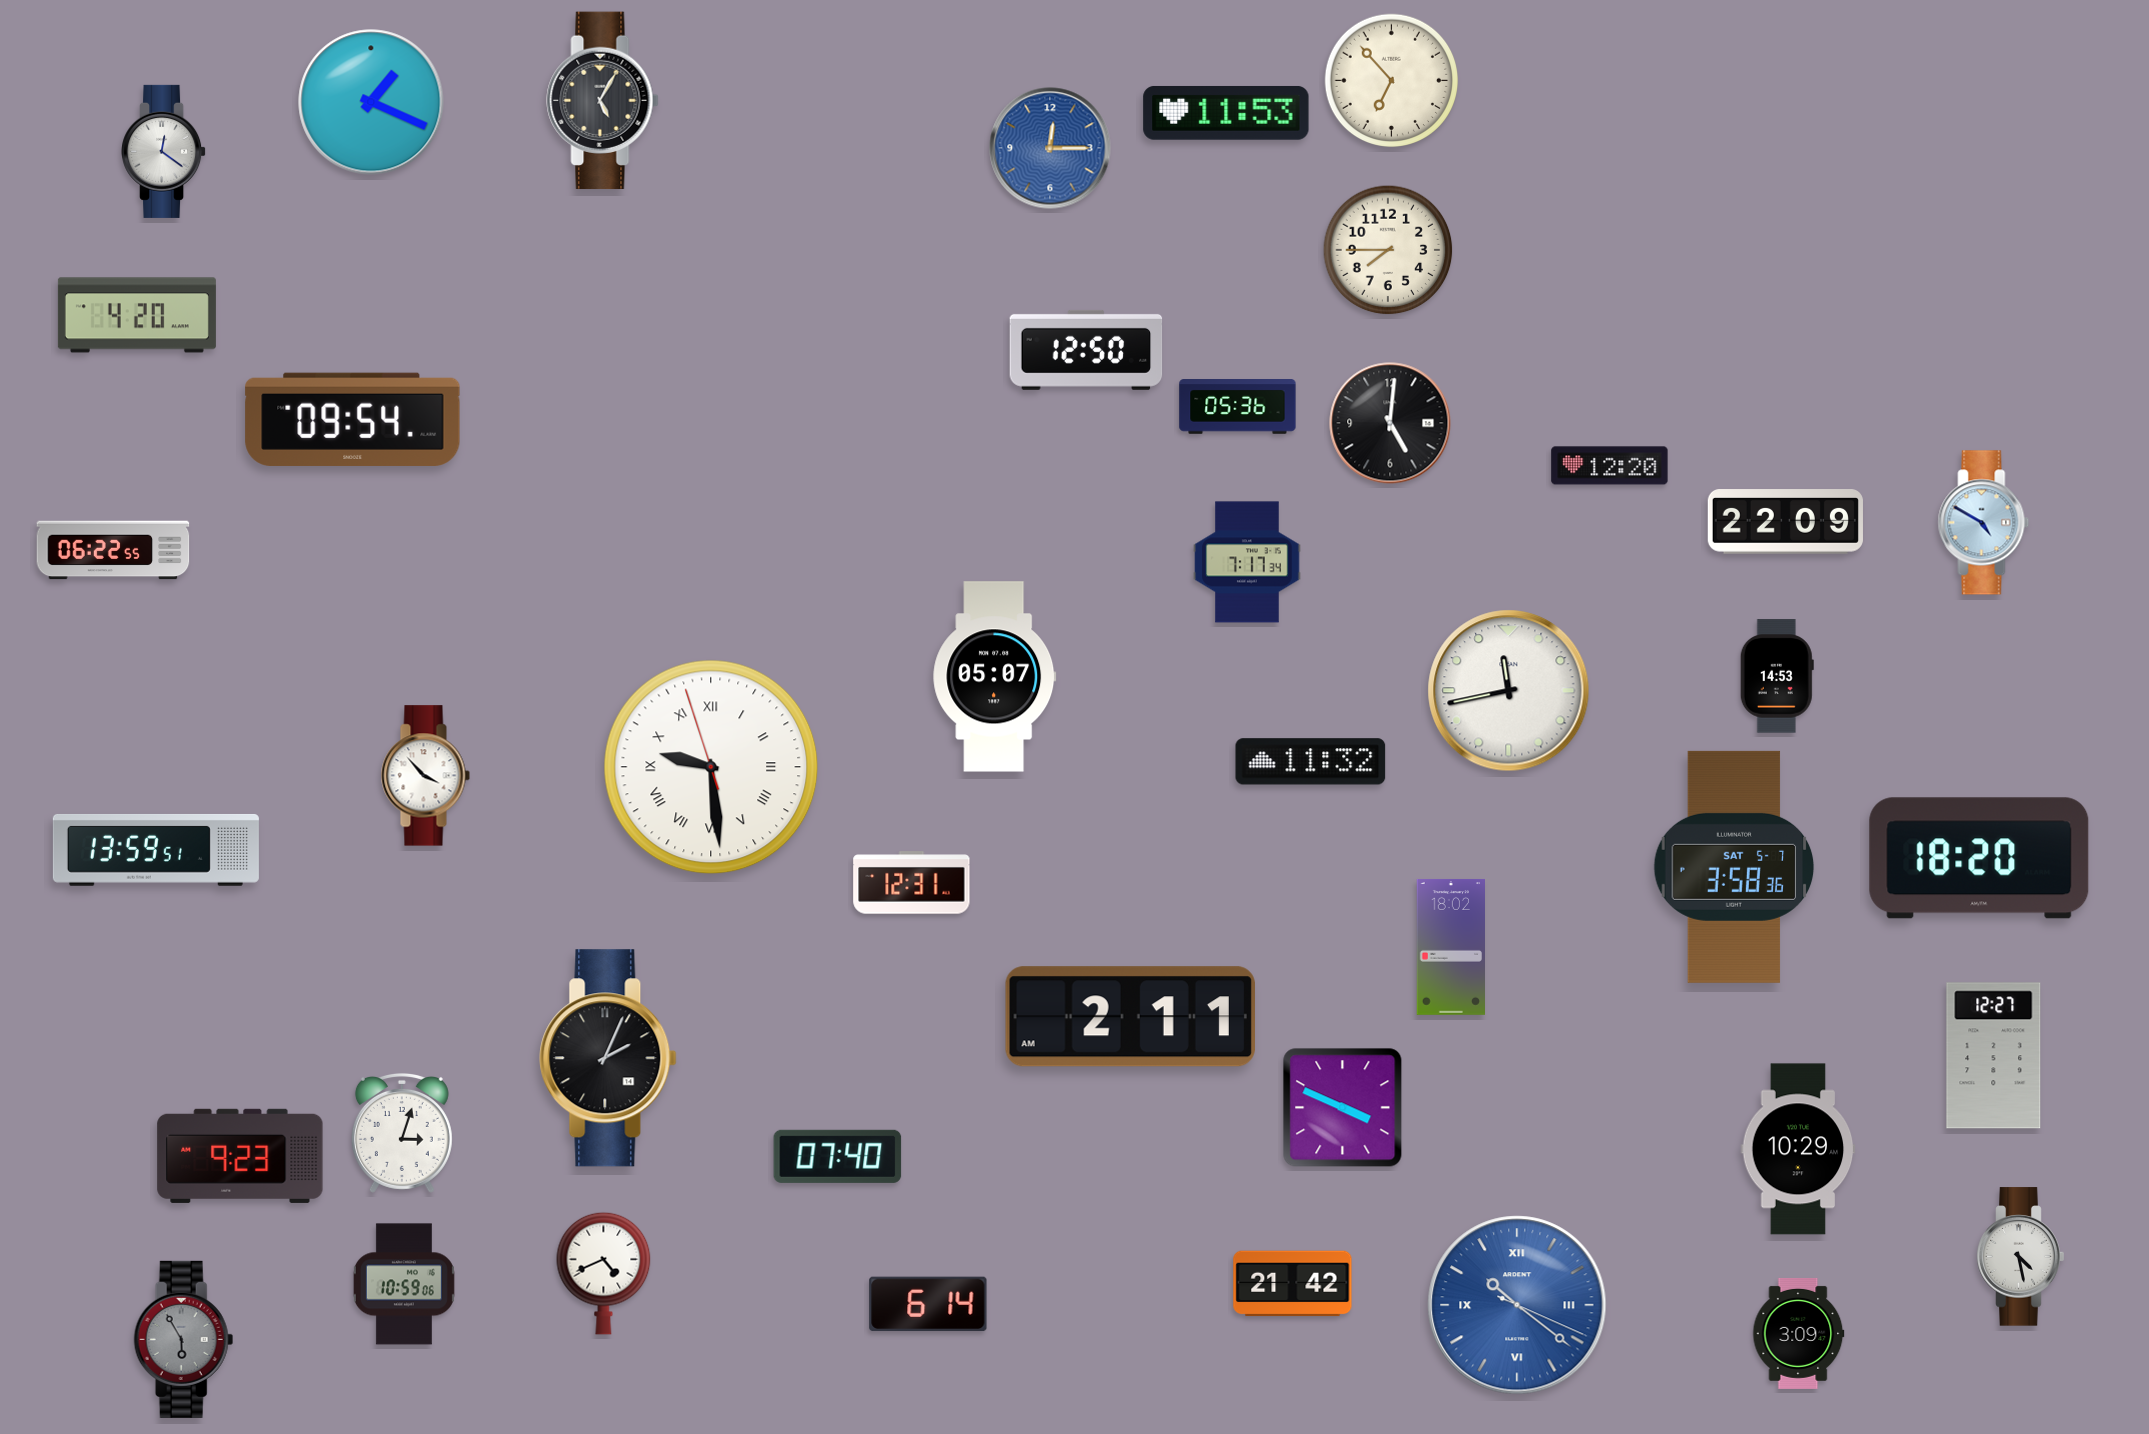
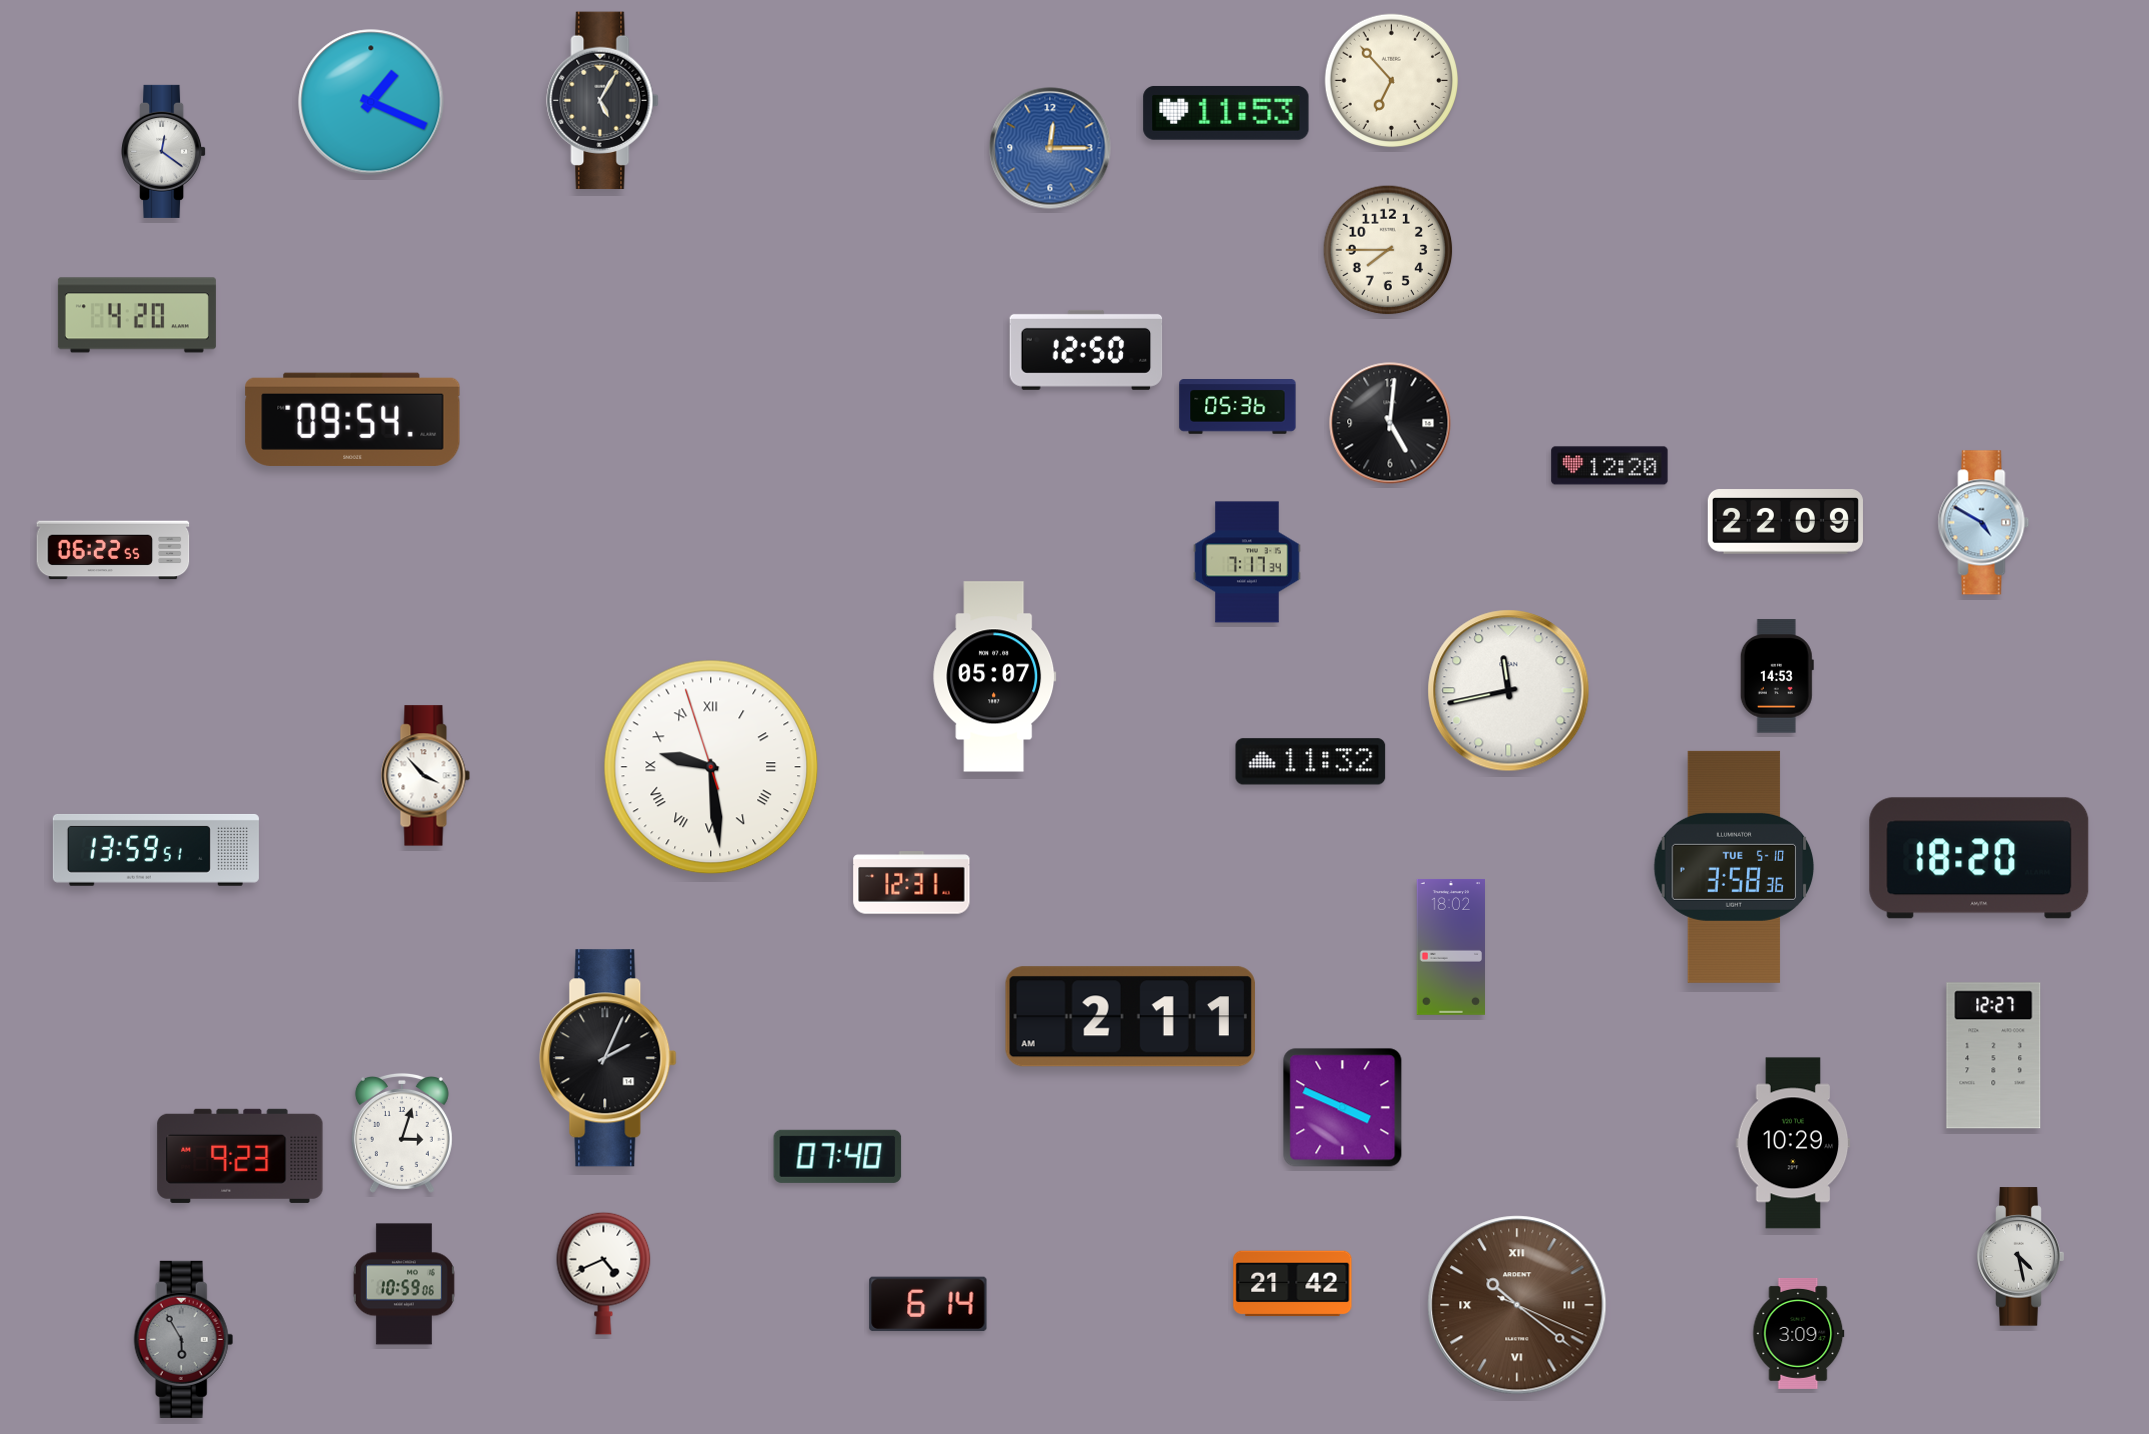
clock at (1734, 867) date: SAT 5-7 -> TUE 5-10
clock at (1798, 1149) position: (1798, 1149) -> (1793, 1143)
clock at (1517, 1305) dial: blue -> brown
